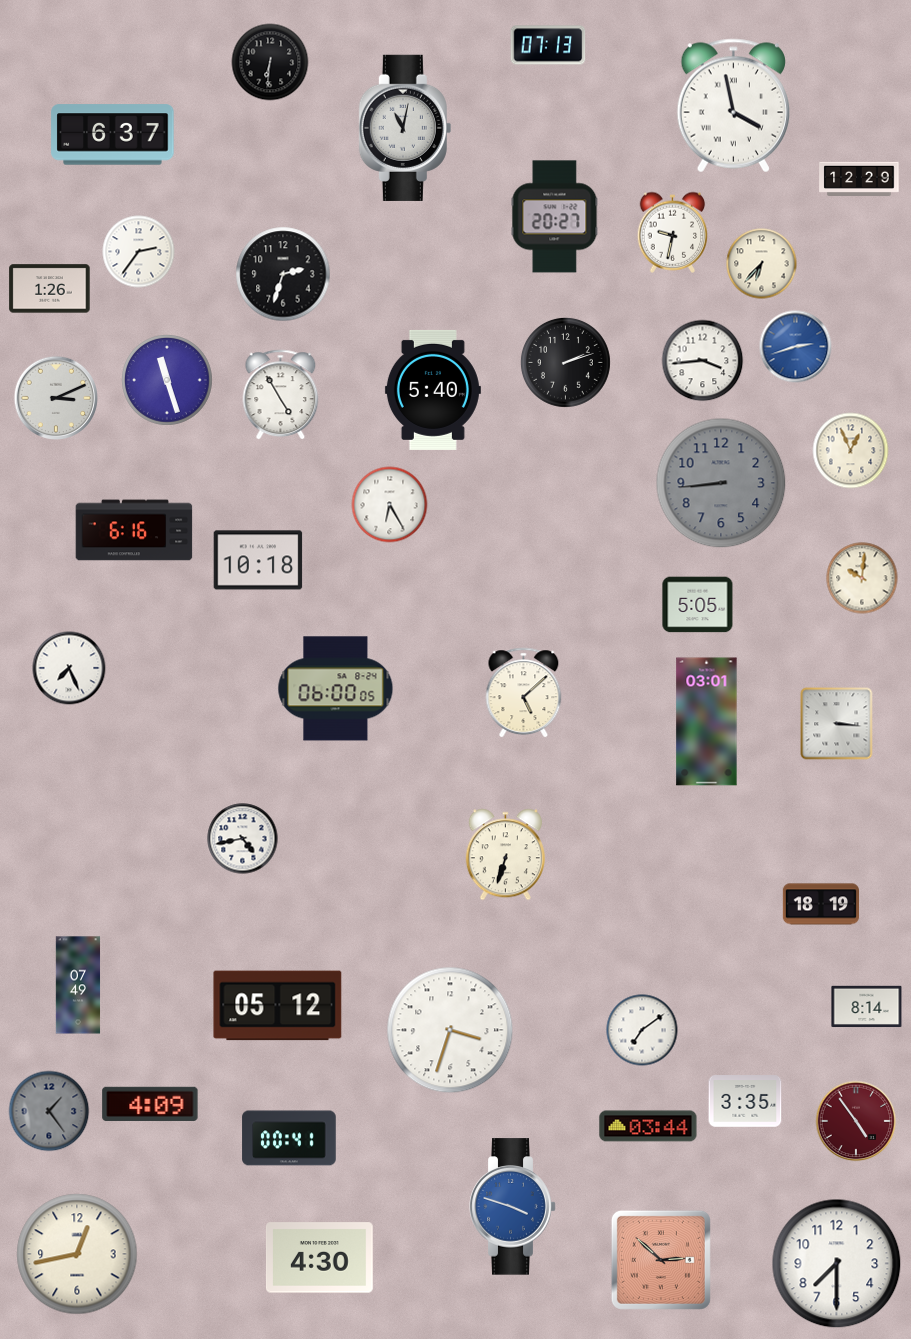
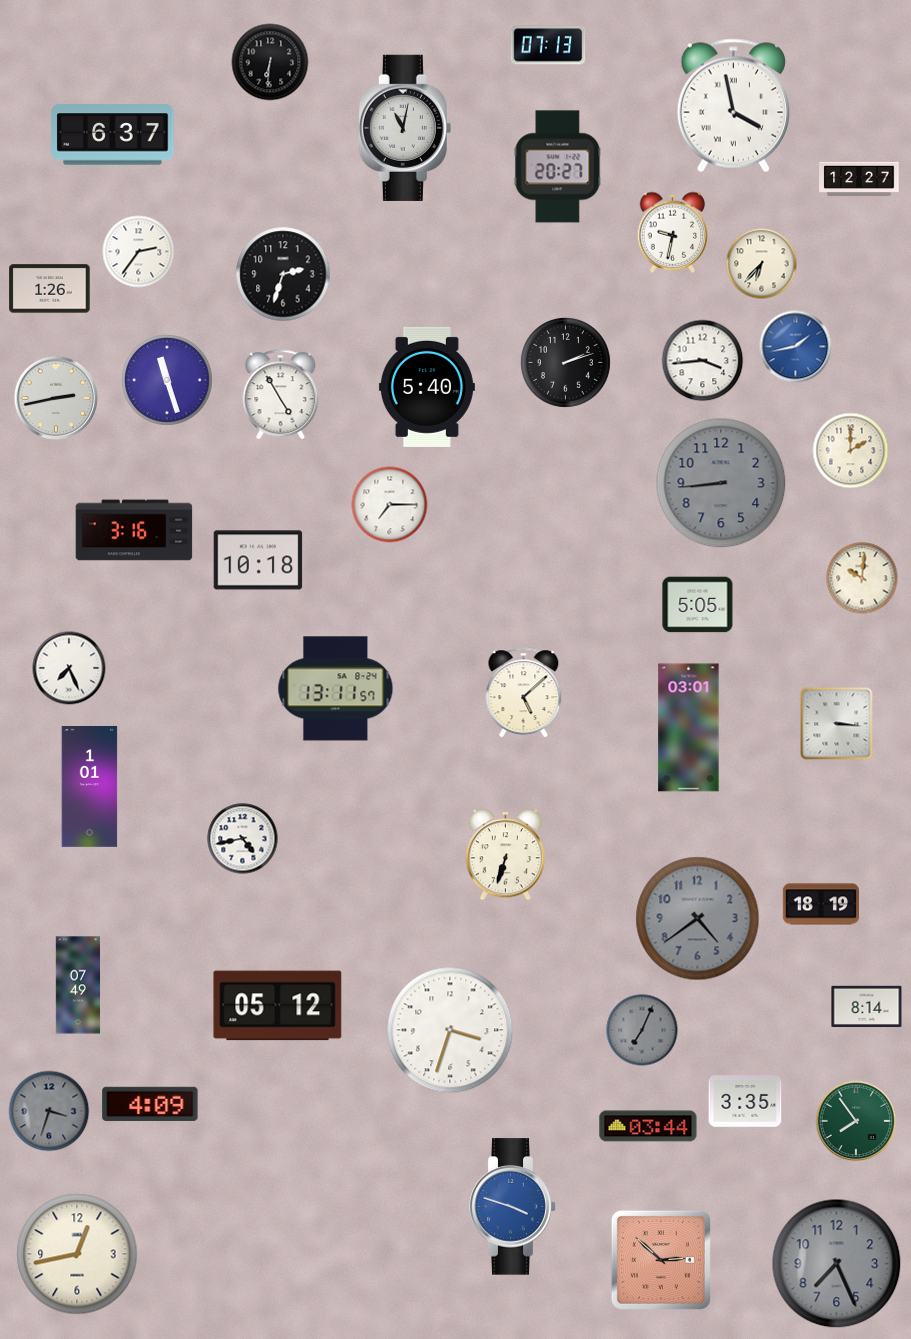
clock at (859, 178): 12:29 -> 12:27
clock at (555, 217) position: (555, 217) -> (558, 167)
clock at (796, 347): 2:42 -> 1:43
clock at (433, 390) position: (433, 390) -> (427, 387)
clock at (55, 397): 3:11 -> 2:43
clock at (851, 451): 12:56 -> 2:00
clock at (390, 505): 6:25 -> 7:15
clock at (134, 530): 6:16 -> 3:16
clock at (336, 689): 06:00 -> 13:11
clock at (707, 722) position: (707, 722) -> (689, 728)
clock at (90, 787): none -> 1:01
clock at (698, 919): none -> 4:39
clock at (642, 1030): 7:09 -> 7:04
clock at (642, 1030) dial: white -> grey
clock at (49, 1111): 1:24 -> 3:33
clock at (856, 1121): 4:54 -> 7:54
clock at (856, 1121) dial: burgundy -> green
clock at (289, 1138): 00:41 -> none
clock at (319, 1258): 4:30 -> none
clock at (837, 1264): 7:30 -> 7:26
clock at (837, 1264) dial: white -> grey
